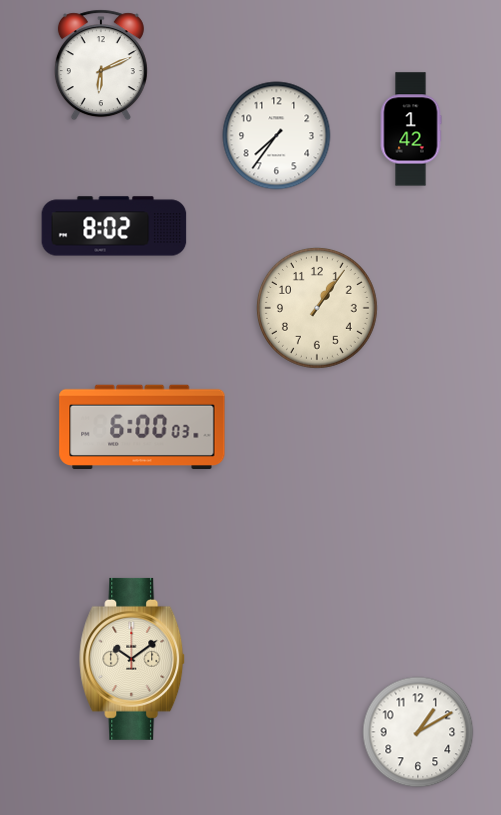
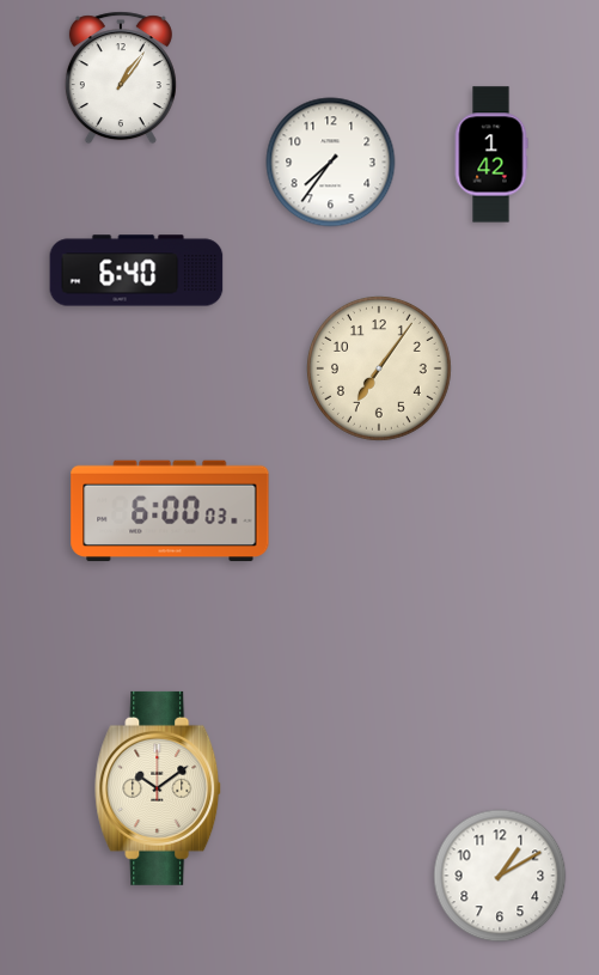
clock at (101, 65): 6:11 -> 1:06
clock at (114, 226): 8:02 -> 6:40
clock at (317, 308): 1:06 -> 7:06
